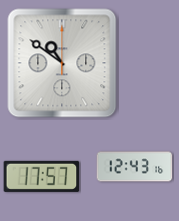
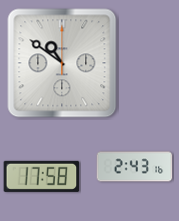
clock at (135, 167): 12:43 -> 2:43
clock at (42, 176): 17:57 -> 17:58
